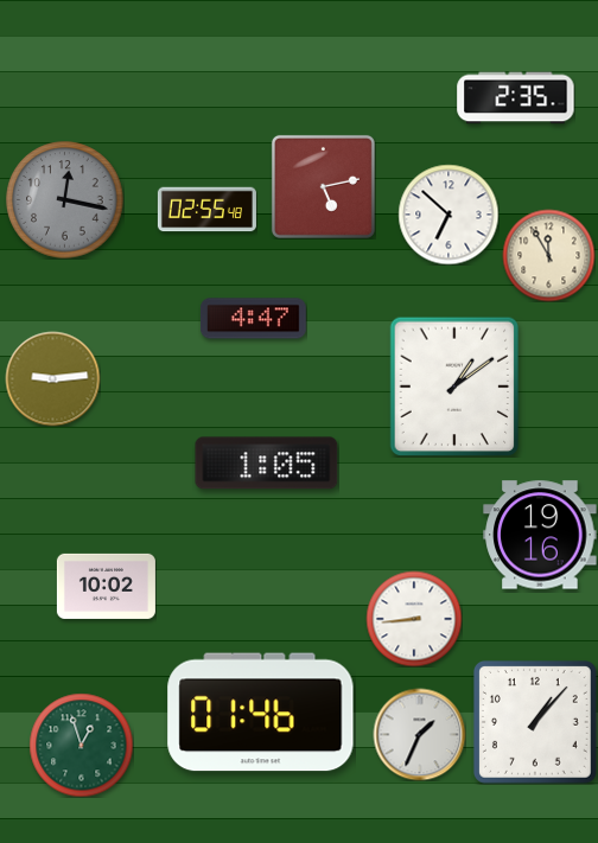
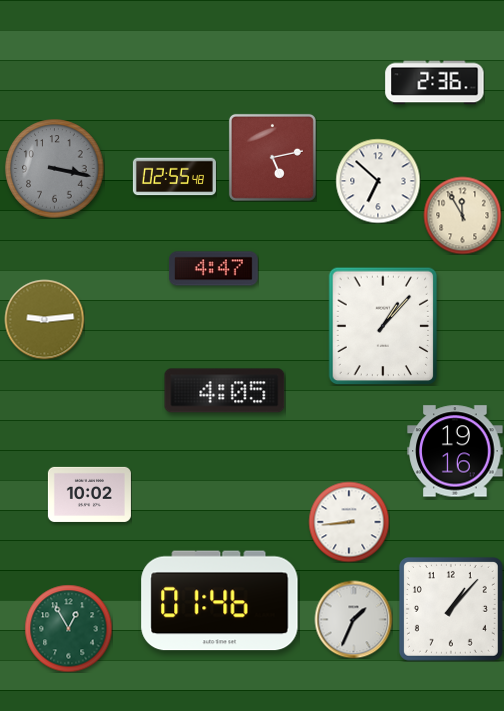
clock at (516, 98): 2:35 -> 2:36
clock at (65, 200): 12:17 -> 3:17
clock at (454, 387): 1:09 -> 1:07
clock at (267, 464): 1:05 -> 4:05
clock at (81, 745): 12:57 -> 12:55
